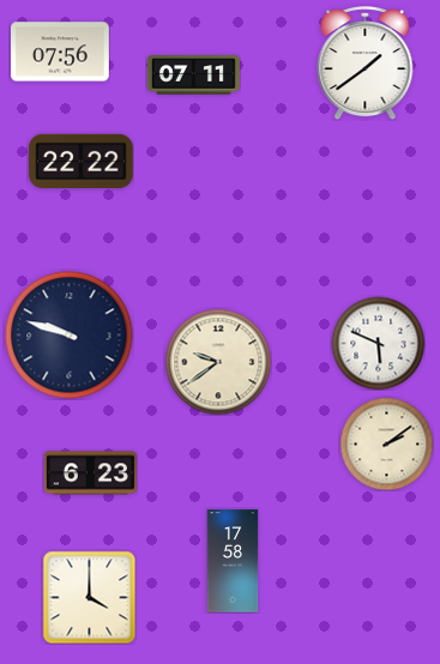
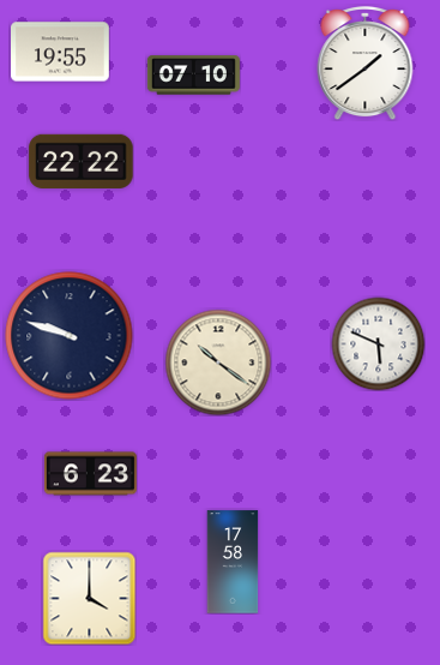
clock at (61, 52): 07:56 -> 19:55
clock at (193, 76): 07:11 -> 07:10
clock at (218, 362): 9:39 -> 10:21
clock at (386, 443): 2:09 -> none
